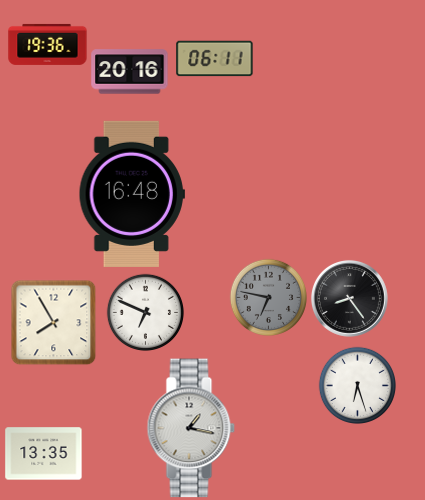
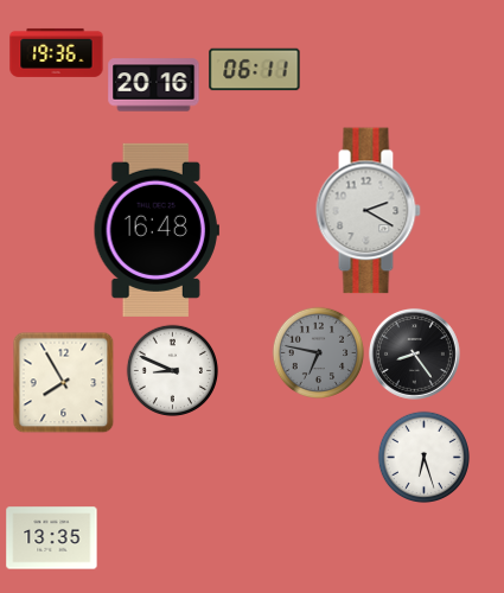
clock at (368, 211): none -> 2:20
clock at (145, 312): 6:49 -> 8:49
clock at (191, 428): 1:17 -> none
